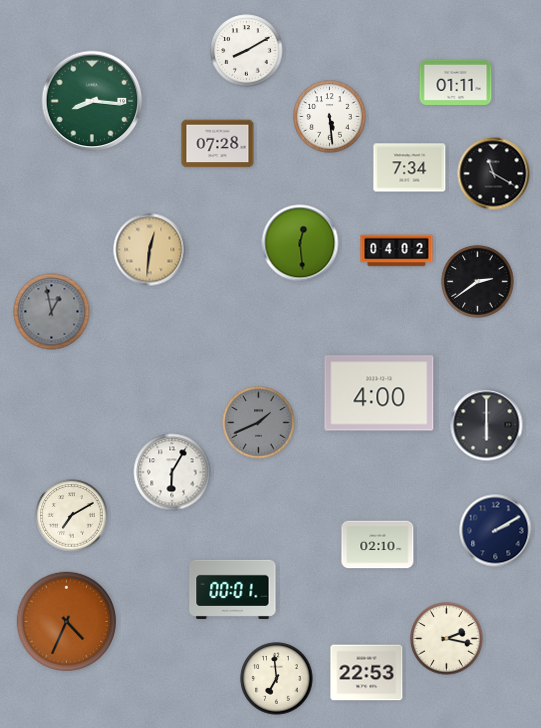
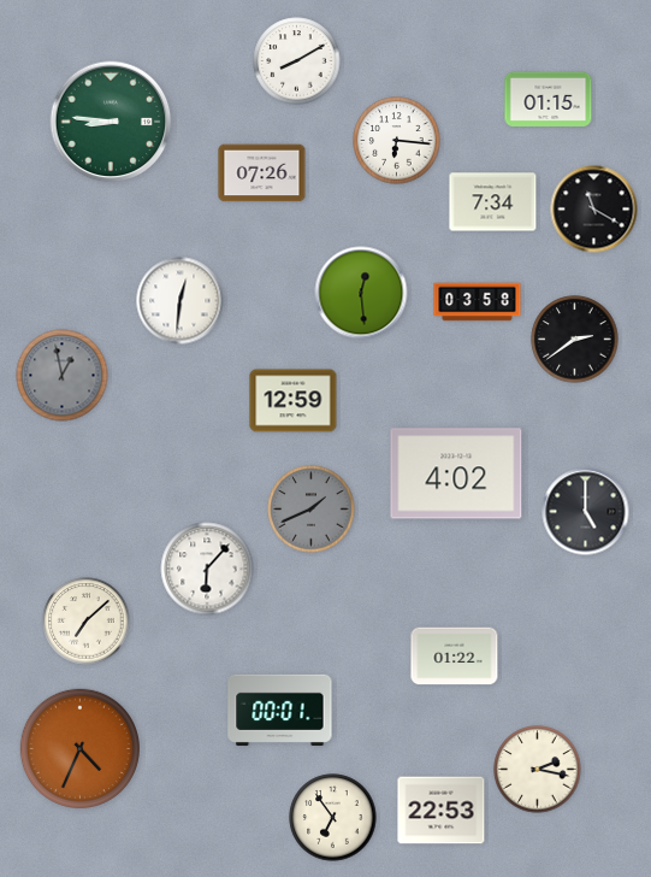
clock at (456, 82): 01:11 -> 01:15
clock at (92, 101): 8:16 -> 8:46
clock at (330, 117): 5:29 -> 6:16
clock at (218, 144): 07:28 -> 07:26
clock at (150, 250) dial: champagne -> white
clock at (397, 251): 04:02 -> 03:58
clock at (294, 401): none -> 12:59
clock at (379, 393): 4:00 -> 4:02
clock at (487, 425): 6:00 -> 5:00
clock at (172, 472): 6:05 -> 6:07
clock at (72, 516): 7:10 -> 7:08
clock at (496, 531): 2:10 -> none
clock at (378, 545): 02:10 -> 01:22
clock at (277, 679): 6:59 -> 6:54
